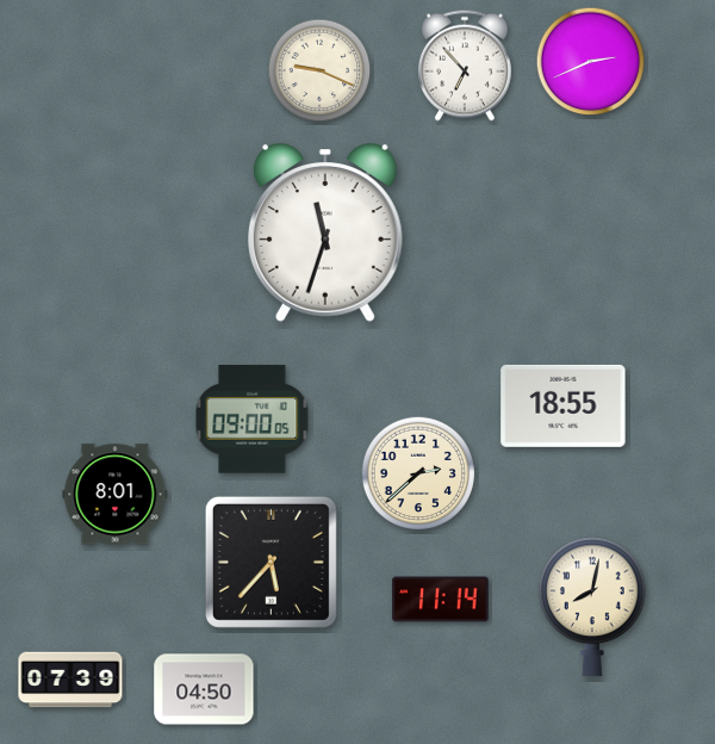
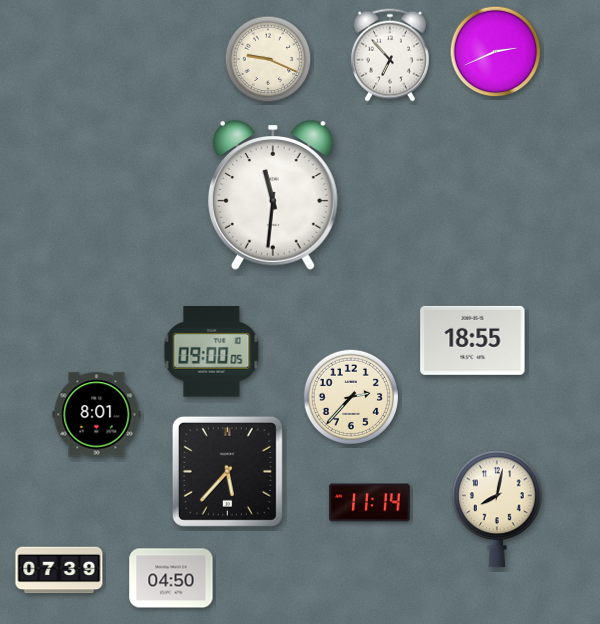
clock at (325, 232): 11:33 -> 11:31
clock at (417, 472): 2:38 -> 2:37
